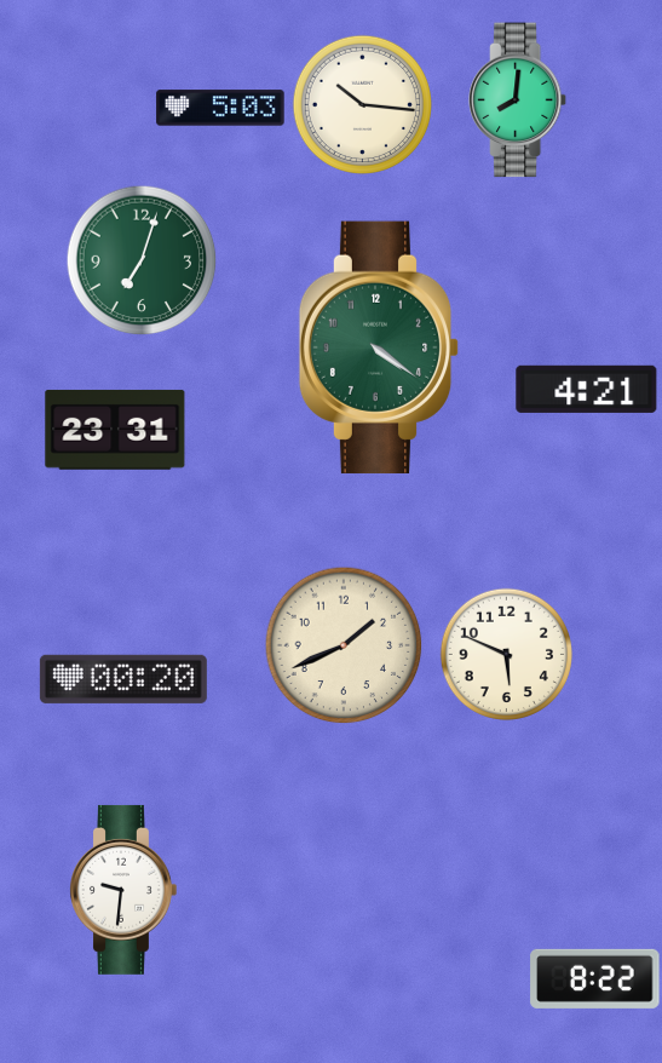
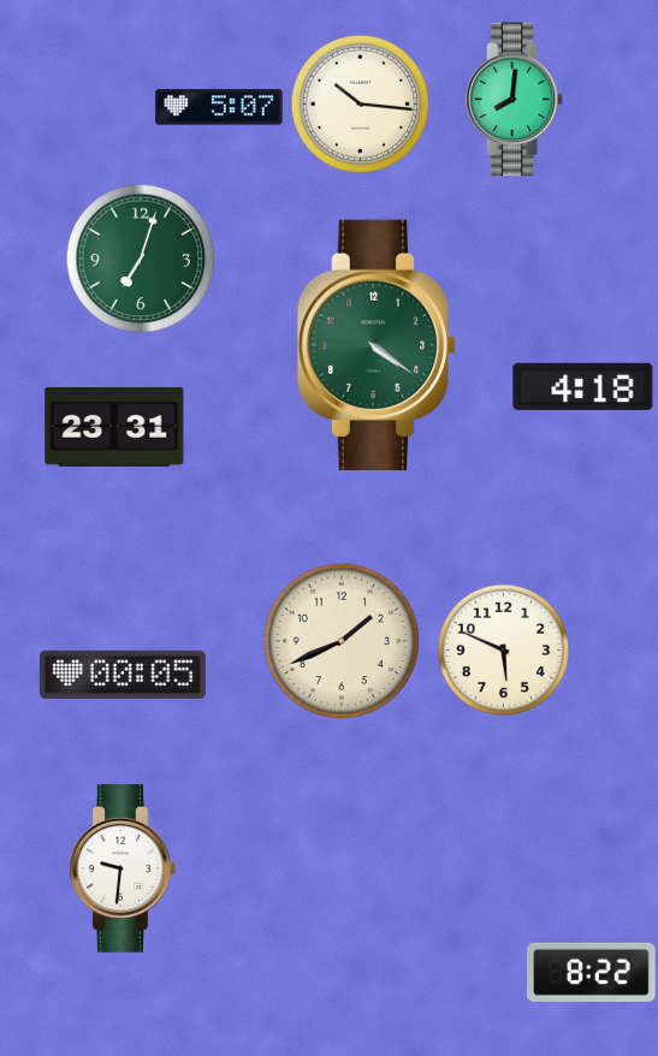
clock at (220, 108): 5:03 -> 5:07
clock at (587, 389): 4:21 -> 4:18
clock at (123, 679): 00:20 -> 00:05
clock at (123, 890) position: (123, 890) -> (123, 868)
